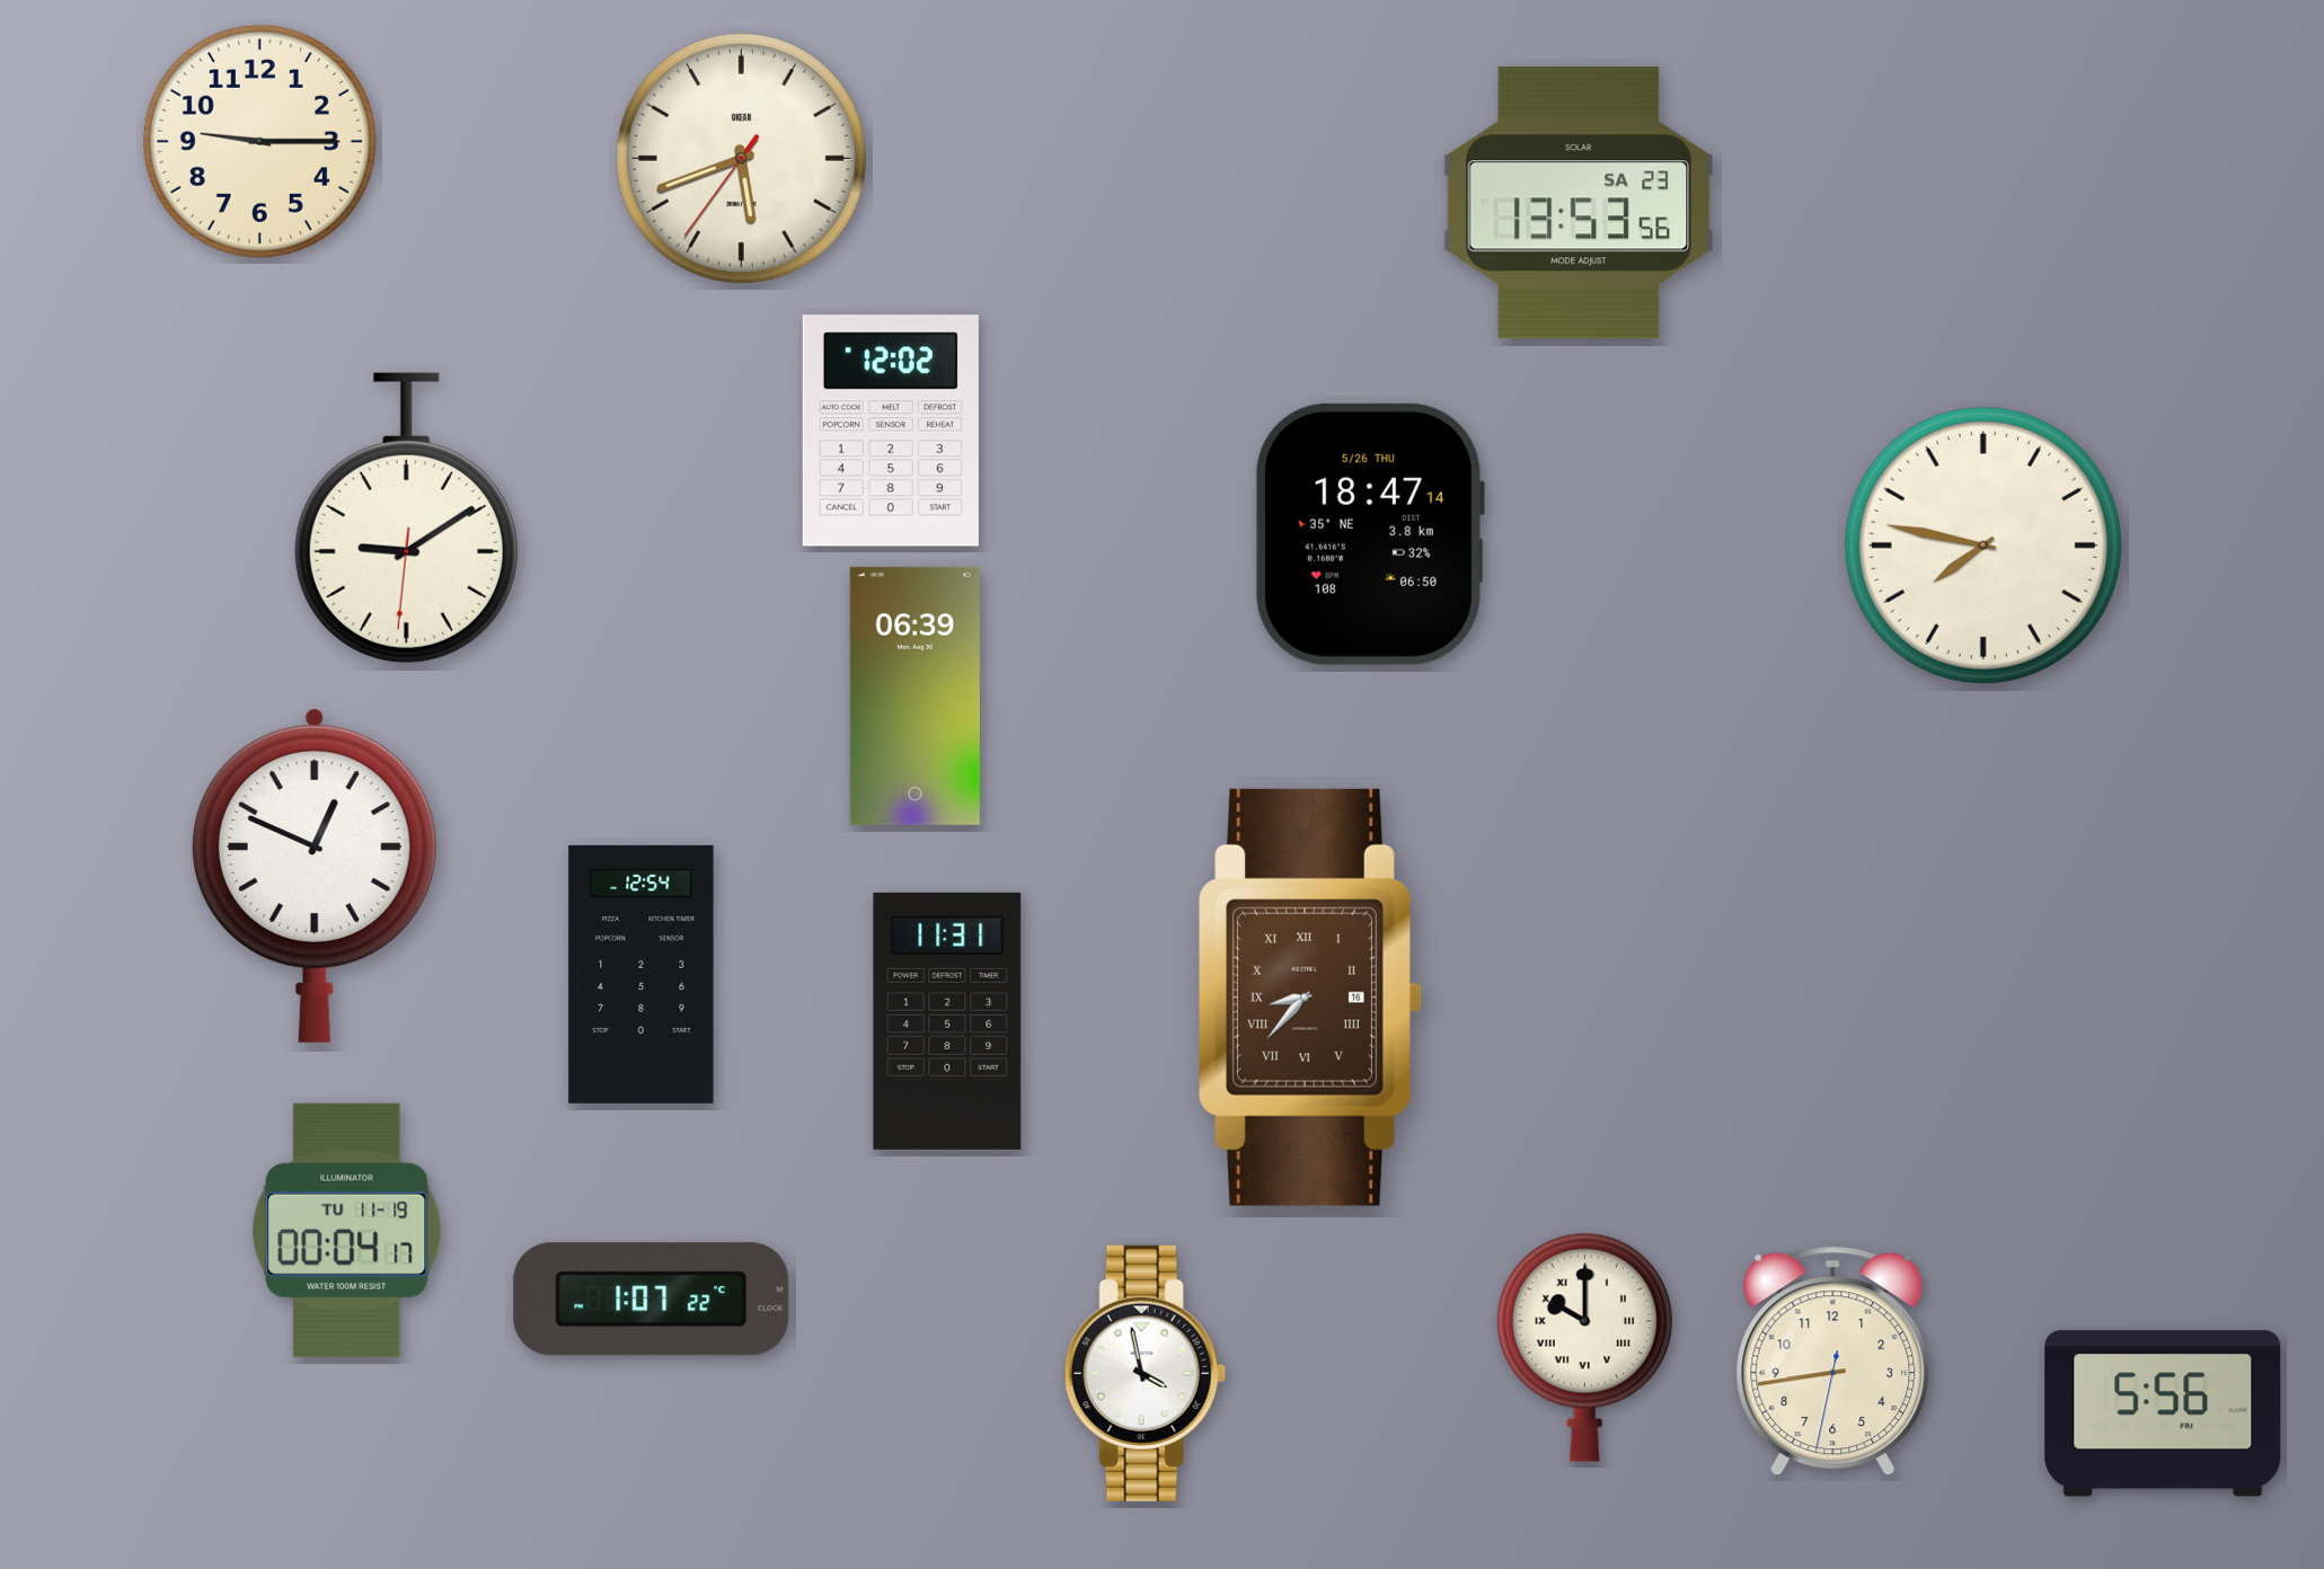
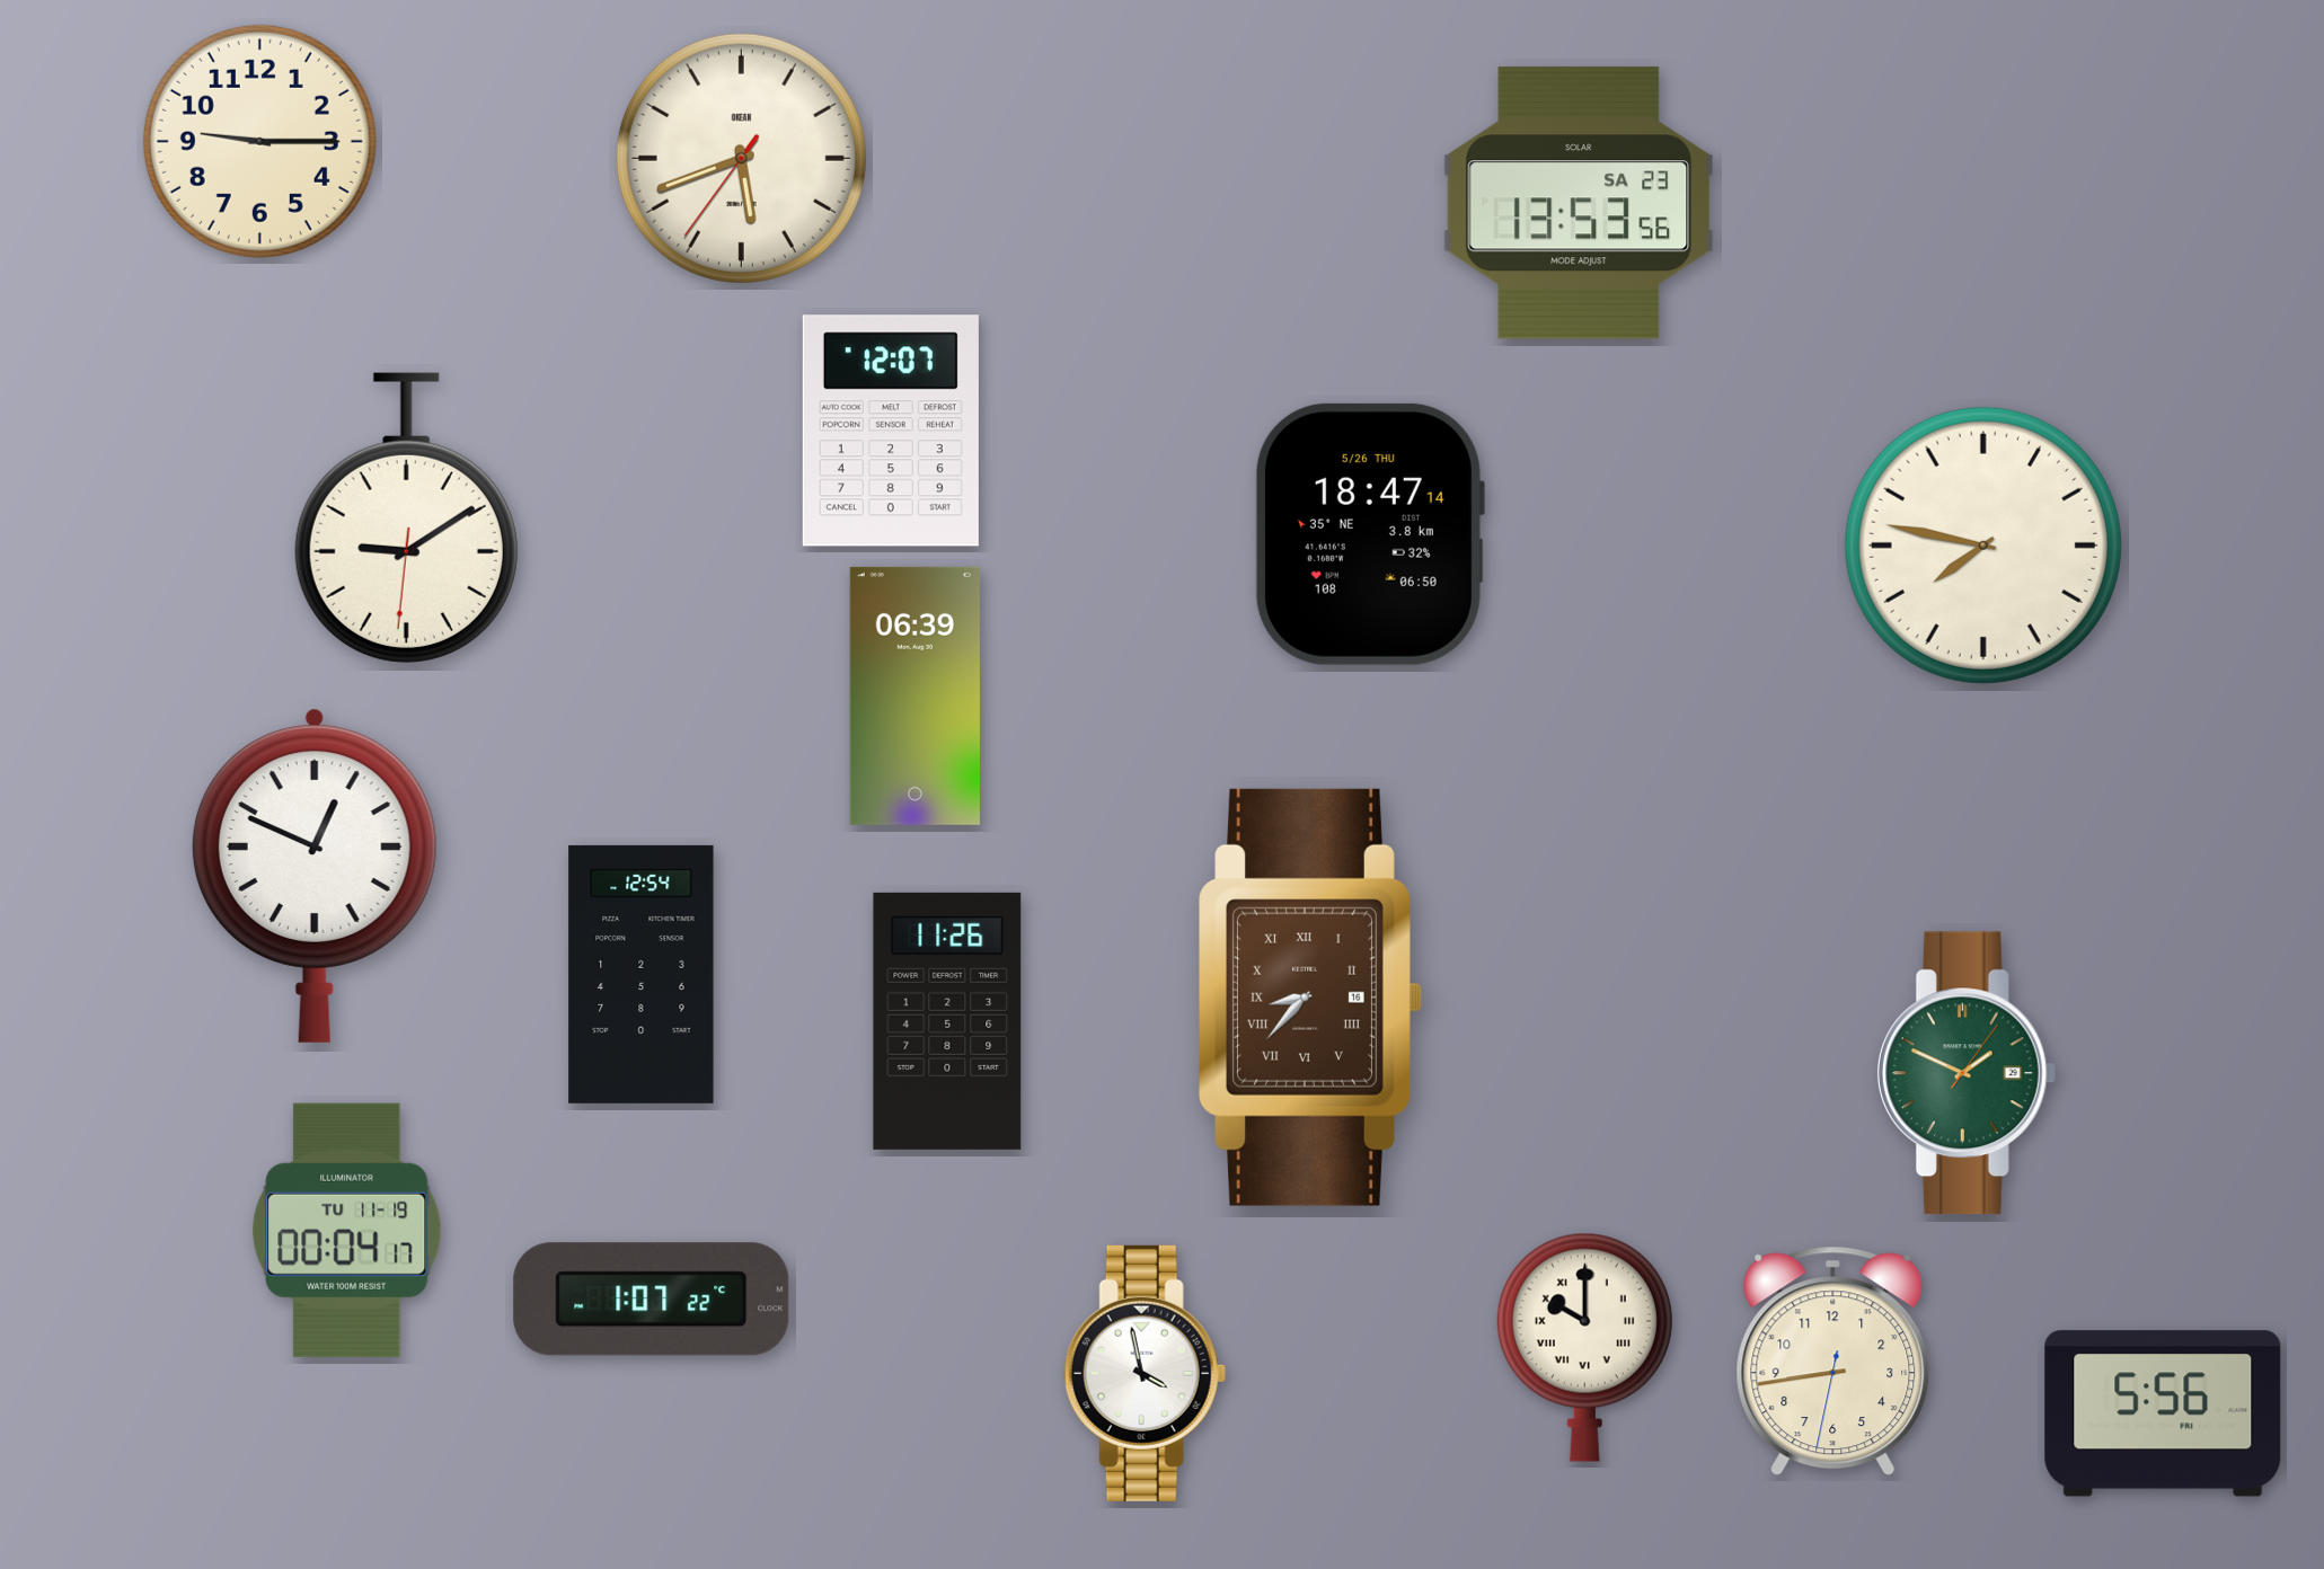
clock at (891, 431): 12:02 -> 12:07
clock at (947, 1021): 11:31 -> 11:26
clock at (1967, 1073): none -> 1:49
